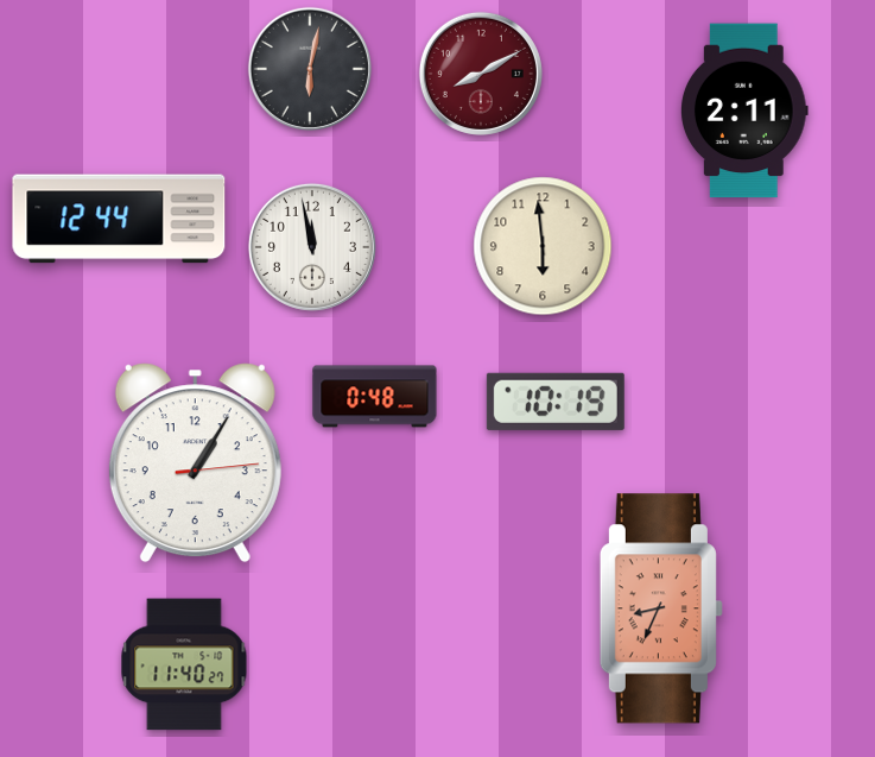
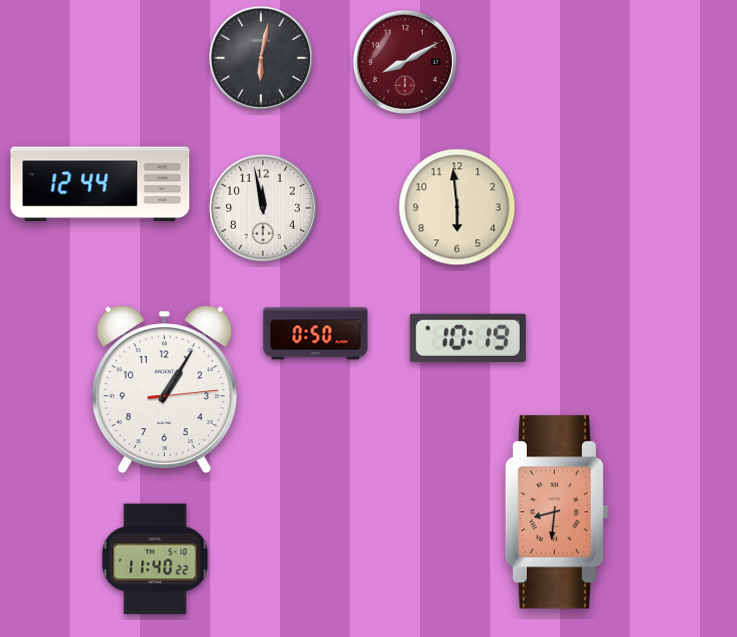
clock at (746, 111): 2:11 -> none
clock at (375, 397): 0:48 -> 0:50
clock at (661, 608): 8:34 -> 8:31
clock at (184, 664): 11:40:27 -> 11:40:22
